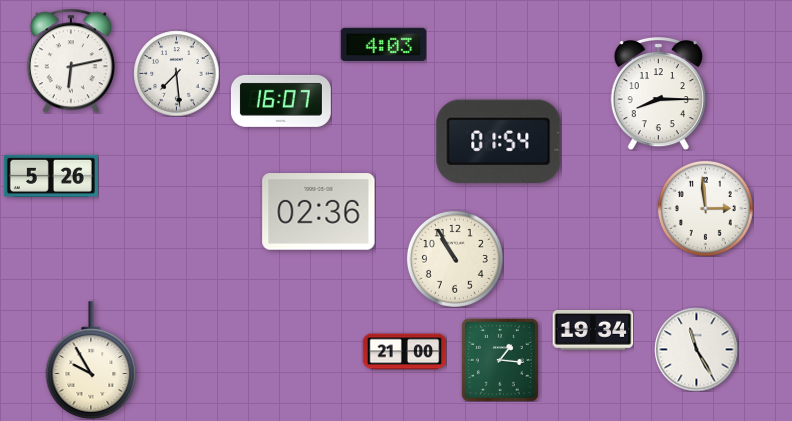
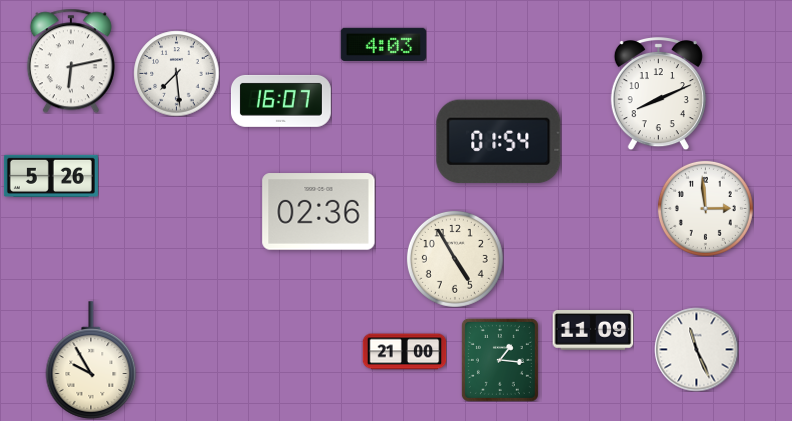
clock at (658, 93): 8:15 -> 8:11
clock at (455, 259): 10:55 -> 4:55
clock at (593, 331): 19:34 -> 11:09
clock at (696, 349): 11:25 -> 11:26
